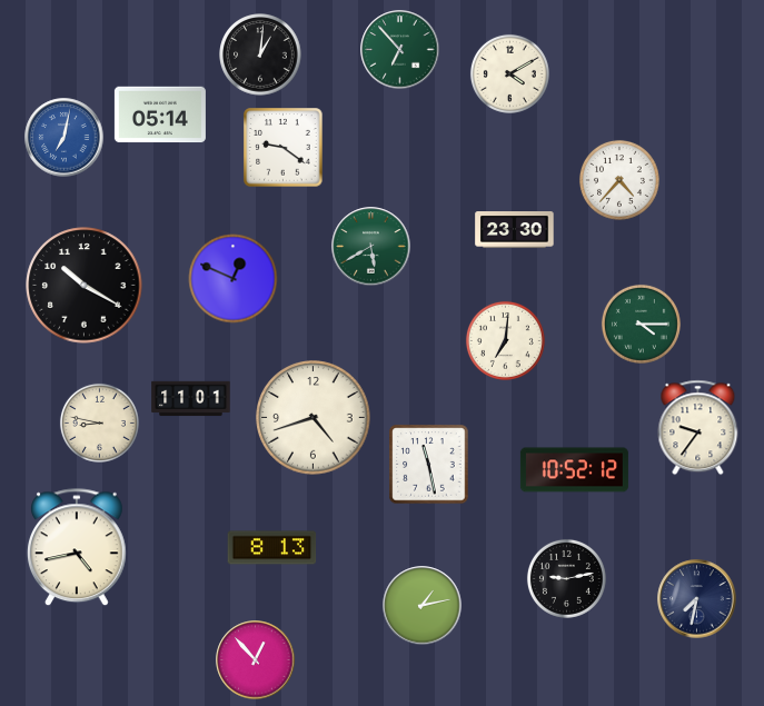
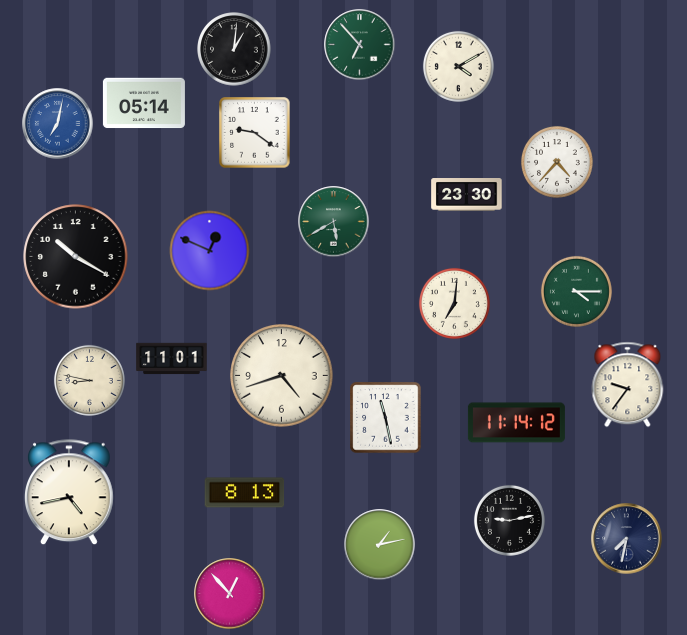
clock at (515, 230) position: (515, 230) -> (467, 195)
clock at (505, 340) position: (505, 340) -> (454, 303)
clock at (574, 470): 10:52 -> 11:14
